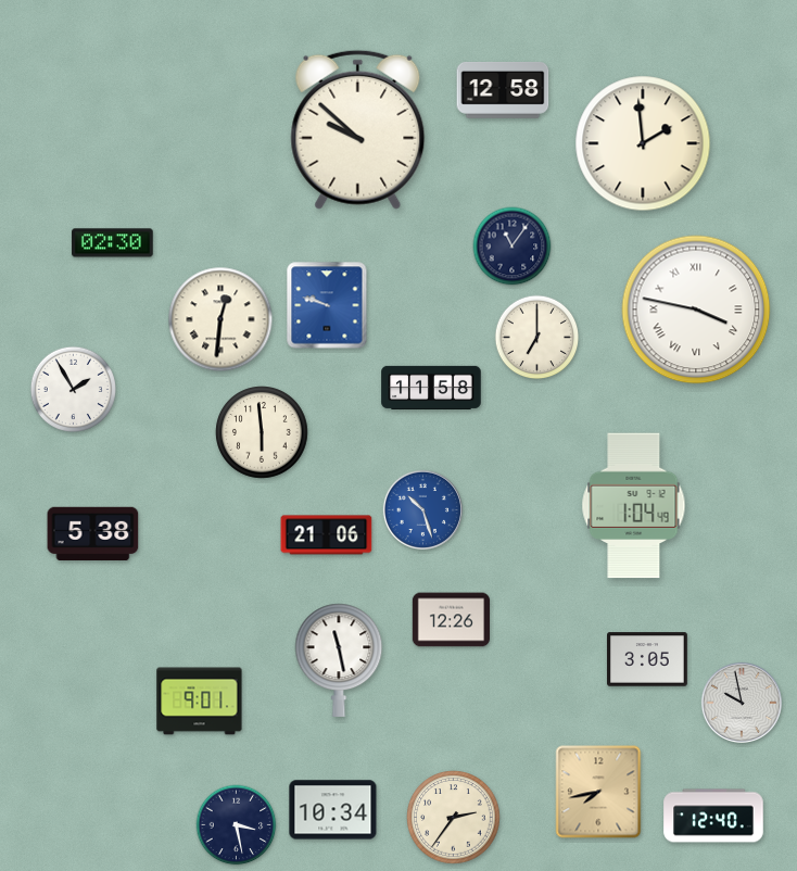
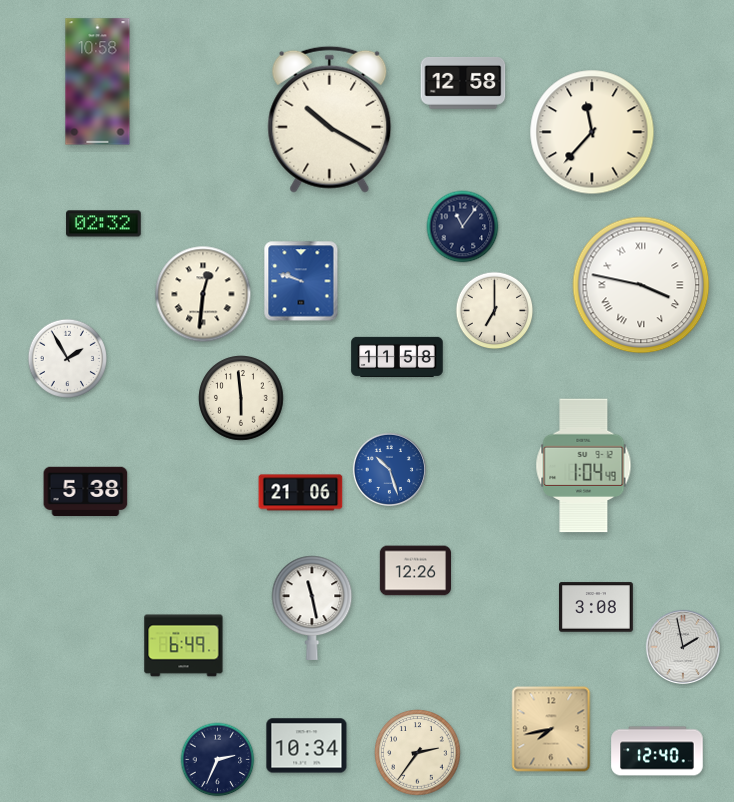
clock at (98, 82): none -> 10:58
clock at (358, 129): 9:52 -> 10:20
clock at (643, 143): 1:59 -> 11:37
clock at (113, 243): 02:30 -> 02:32
clock at (513, 247) position: (513, 247) -> (463, 227)
clock at (648, 659): 3:05 -> 3:08
clock at (200, 702): 9:01 -> 6:49
clock at (742, 703): 9:58 -> 1:58
clock at (237, 825): 3:28 -> 2:34
